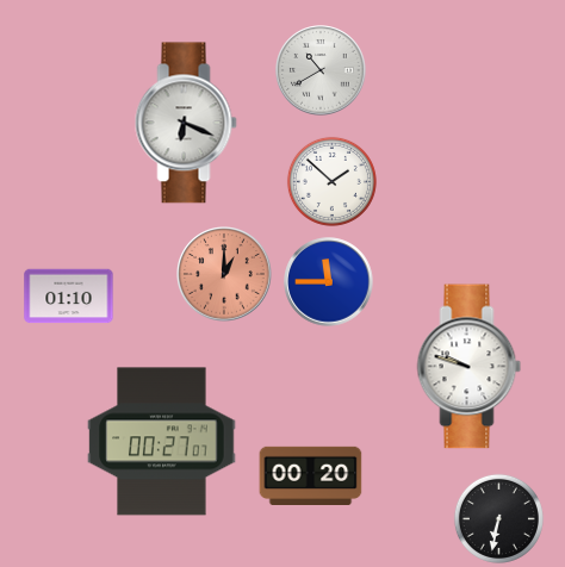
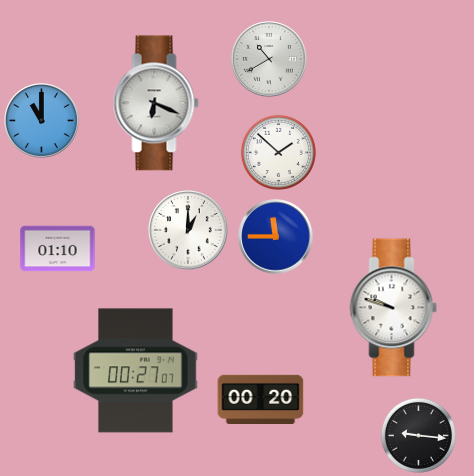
clock at (42, 121): none -> 11:00
clock at (224, 274) dial: salmon -> white
clock at (498, 518): 6:32 -> 9:16
